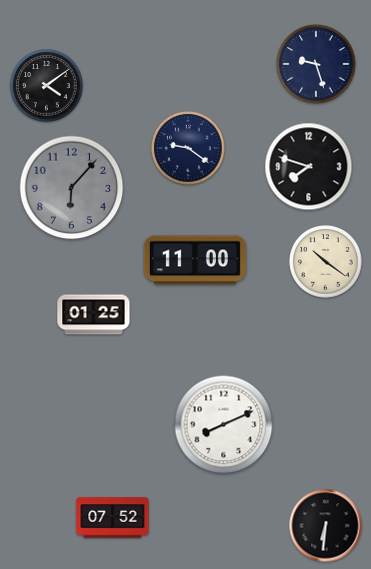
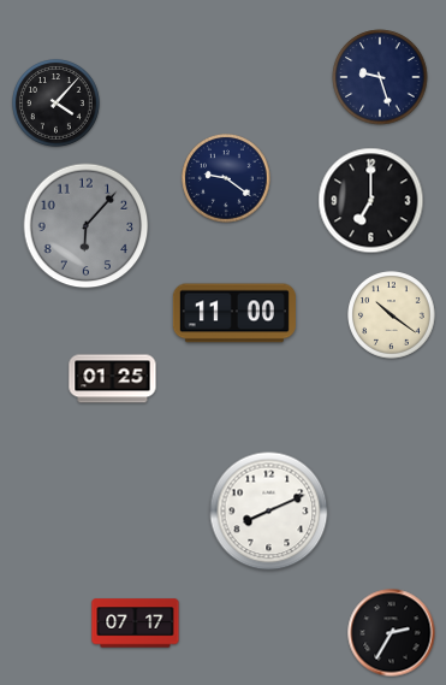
clock at (47, 86): 4:09 -> 4:07
clock at (309, 167): 7:48 -> 7:00
clock at (113, 518): 07:52 -> 07:17
clock at (326, 526): 6:31 -> 2:35
